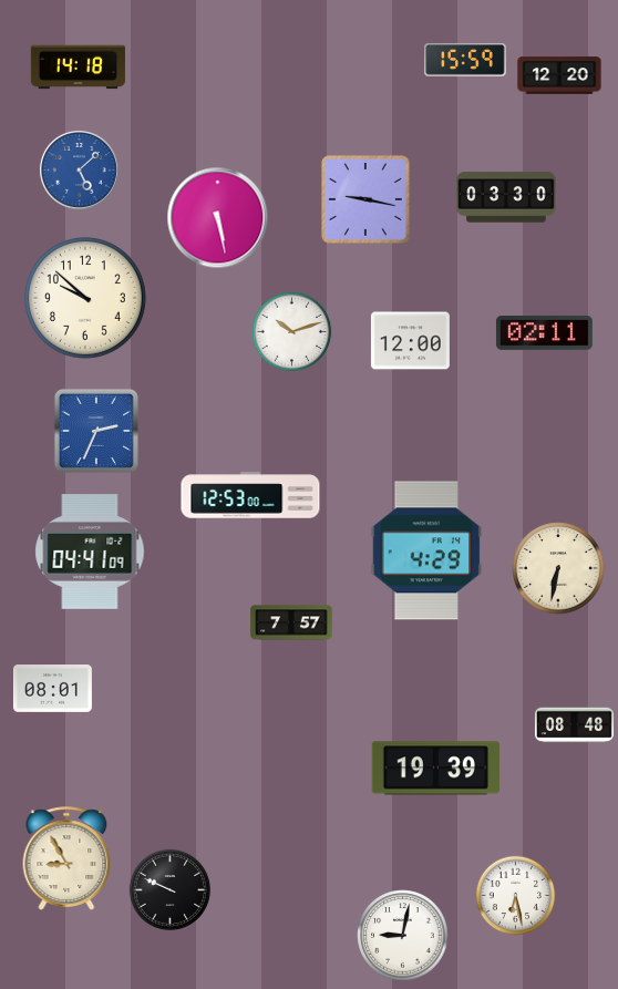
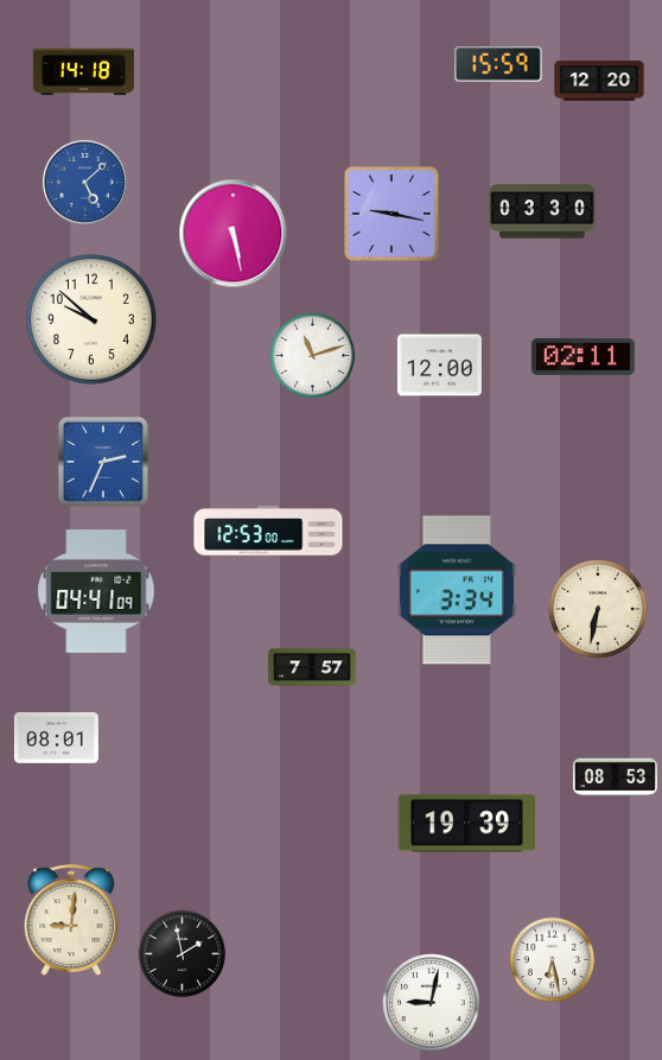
clock at (292, 332): 10:12 -> 11:12
clock at (426, 550): 4:29 -> 3:34
clock at (574, 725): 08:48 -> 08:53
clock at (66, 858): 8:55 -> 9:01
clock at (171, 890): 9:49 -> 1:58
